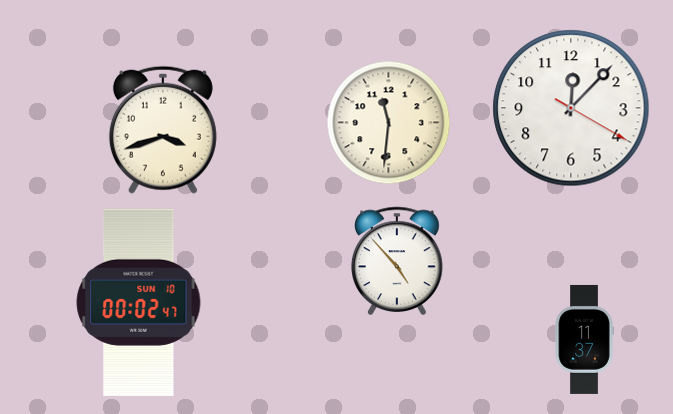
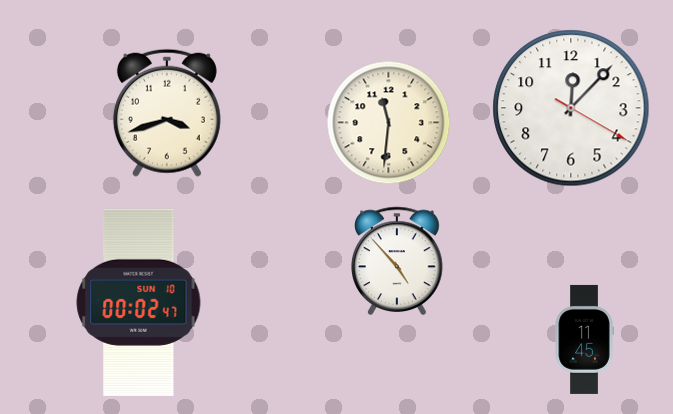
clock at (163, 130) position: (163, 130) -> (167, 113)
clock at (584, 339): 11:37 -> 11:45
